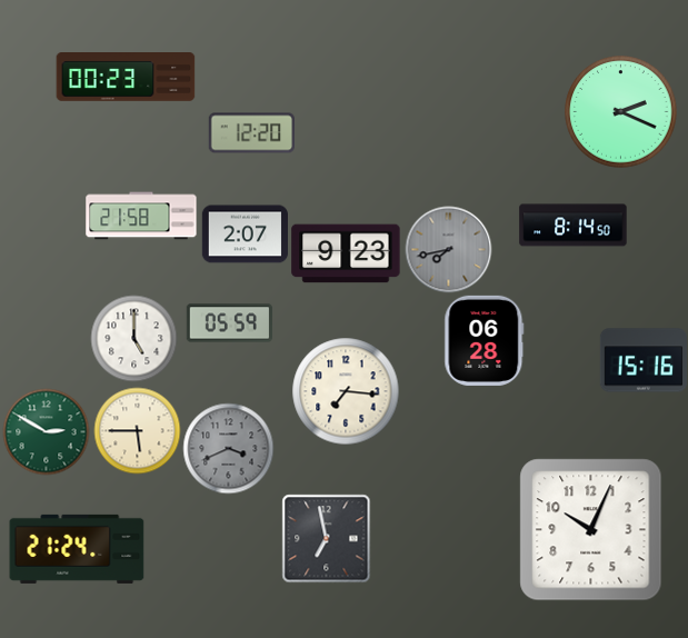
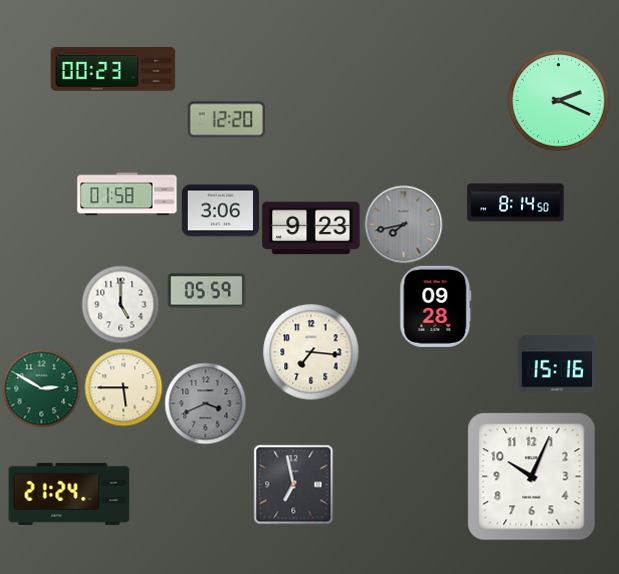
clock at (141, 216): 21:58 -> 01:58
clock at (245, 235): 2:07 -> 3:06
clock at (485, 340): 06:28 -> 09:28
clock at (644, 360) position: (644, 360) -> (557, 364)
